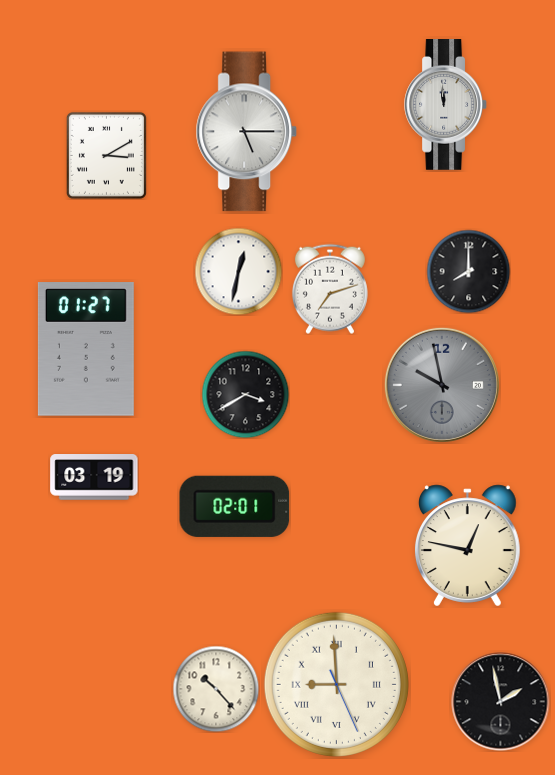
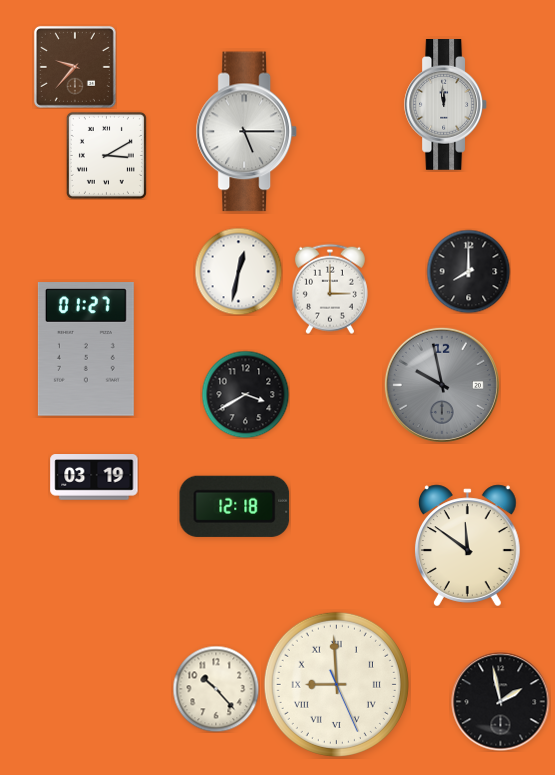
clock at (75, 67): none -> 9:37
clock at (330, 289): 7:12 -> 3:00
clock at (235, 506): 02:01 -> 12:18
clock at (467, 546): 12:47 -> 11:51
